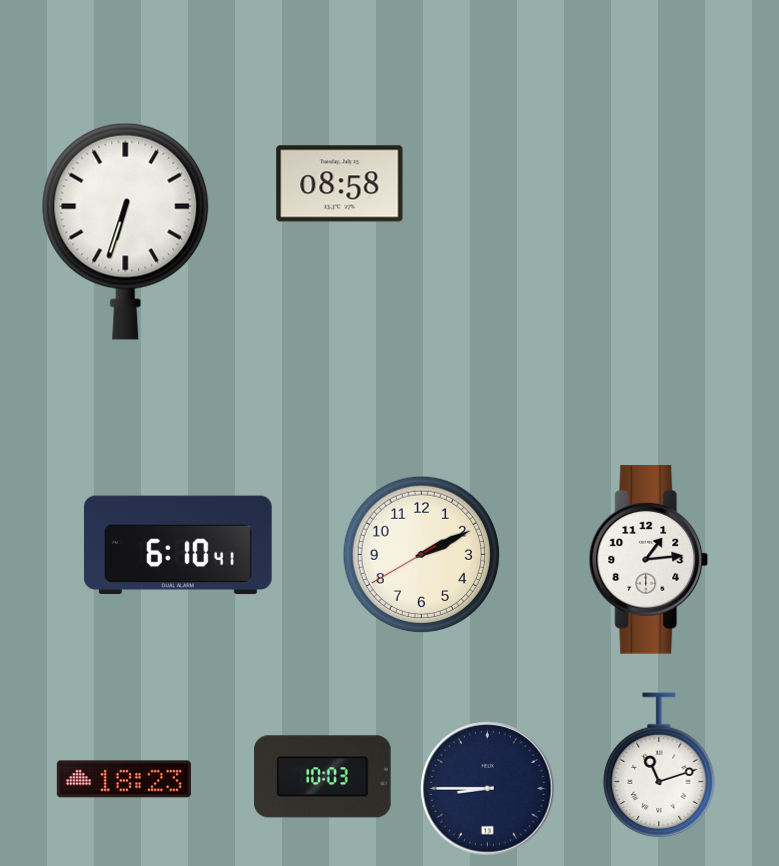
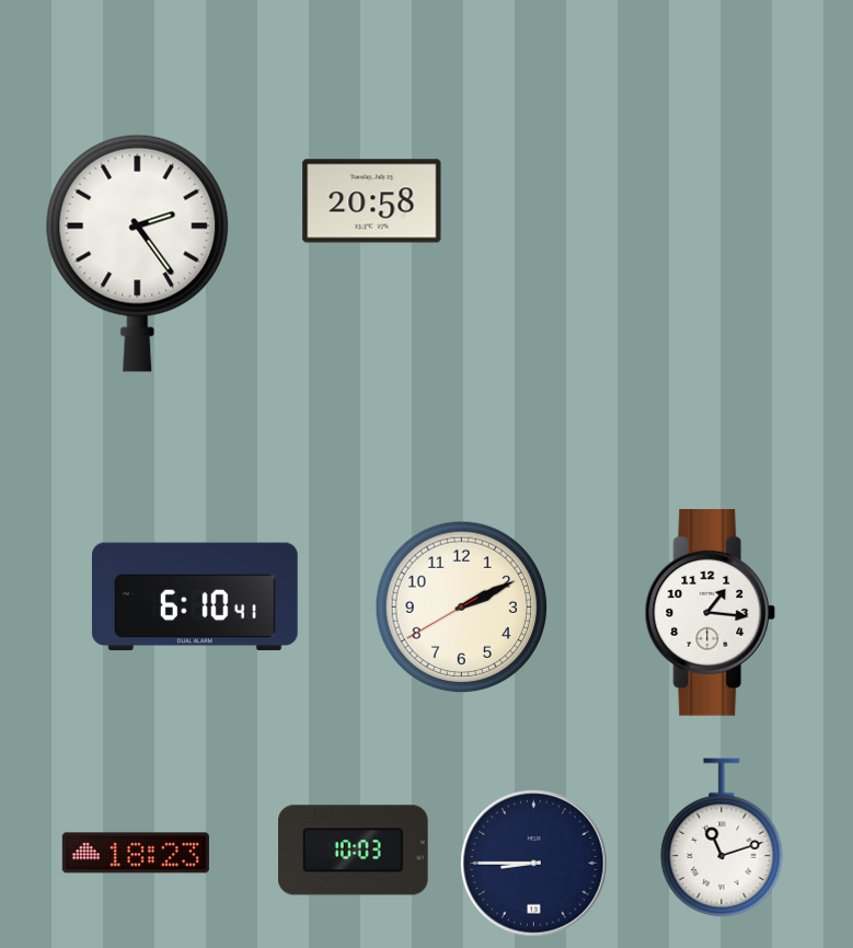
clock at (340, 184): 08:58 -> 20:58
clock at (126, 231): 6:33 -> 2:24
clock at (649, 560): 1:14 -> 1:16
